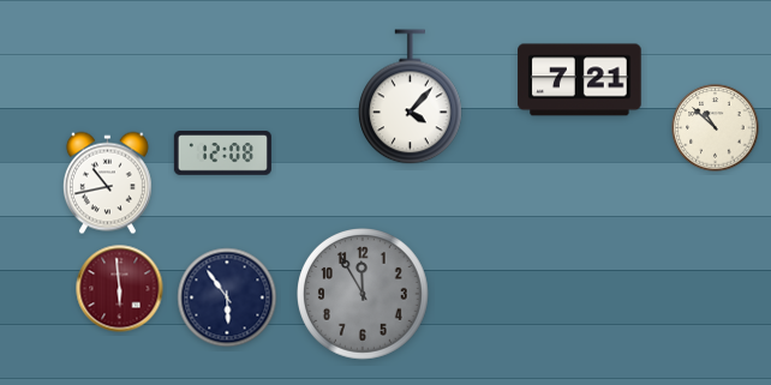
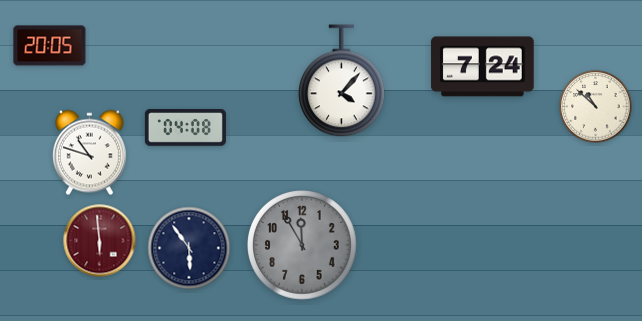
clock at (50, 46): none -> 20:05
clock at (580, 80): 7:21 -> 7:24
clock at (222, 154): 12:08 -> 04:08
clock at (107, 184): 10:43 -> 10:48
